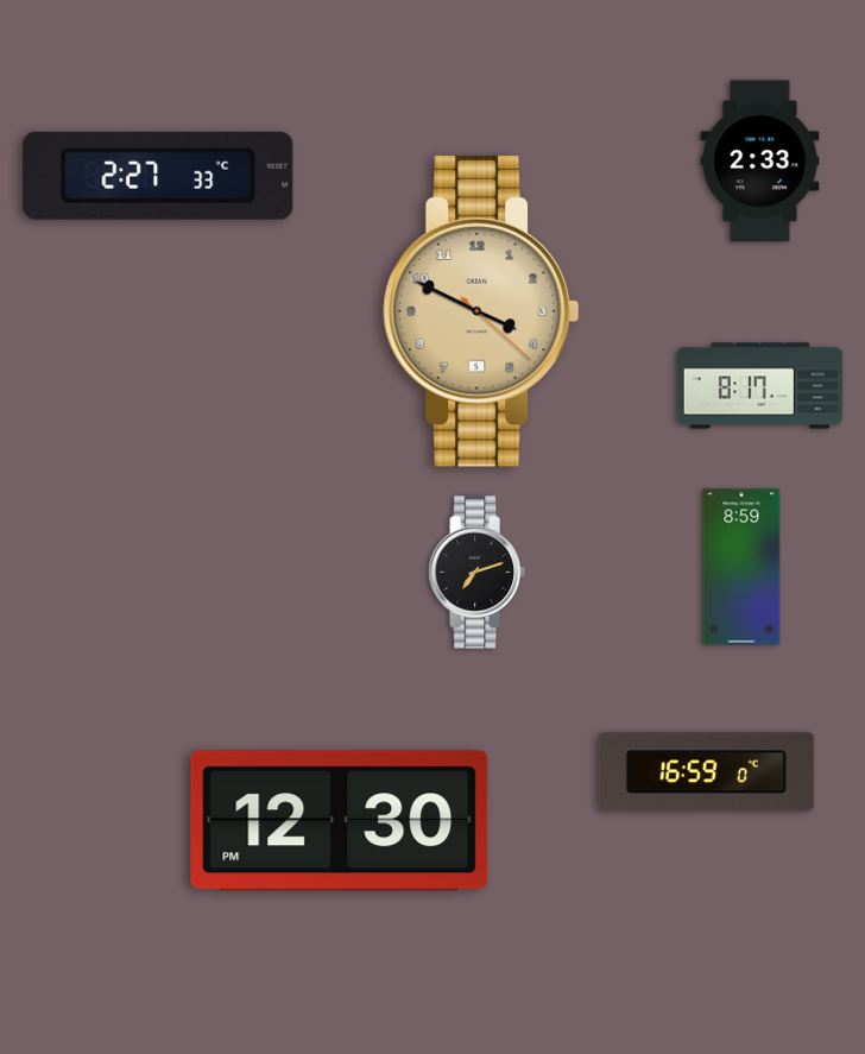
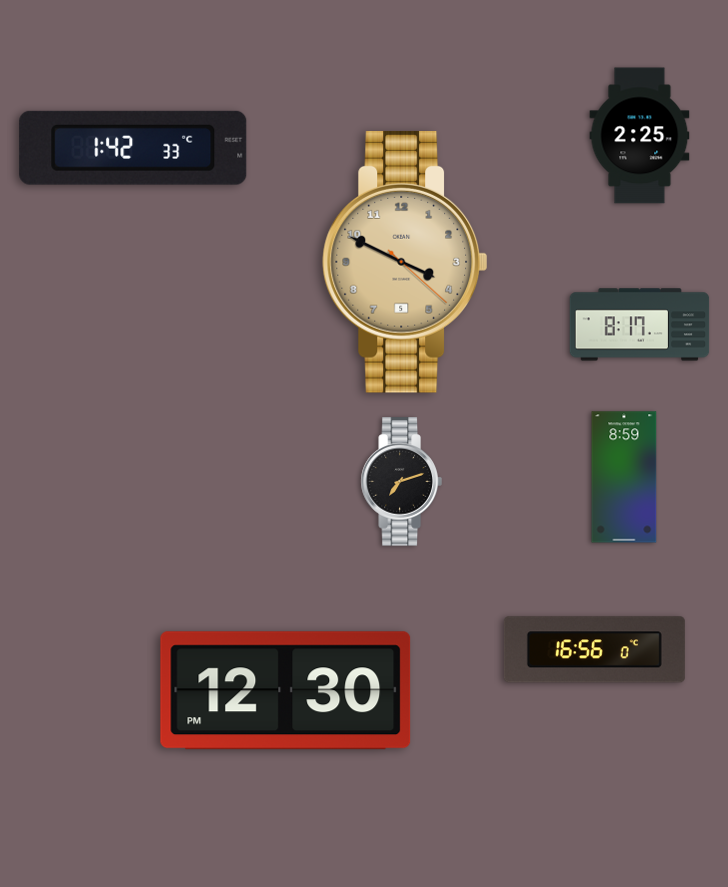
clock at (760, 162): 2:33 -> 2:25
clock at (158, 176): 2:27 -> 1:42
clock at (706, 772): 16:59 -> 16:56
